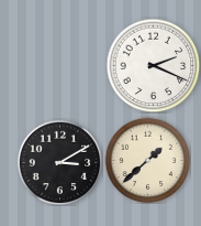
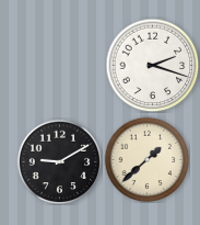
clock at (153, 65): 2:19 -> 2:18
clock at (59, 162): 3:10 -> 9:10
